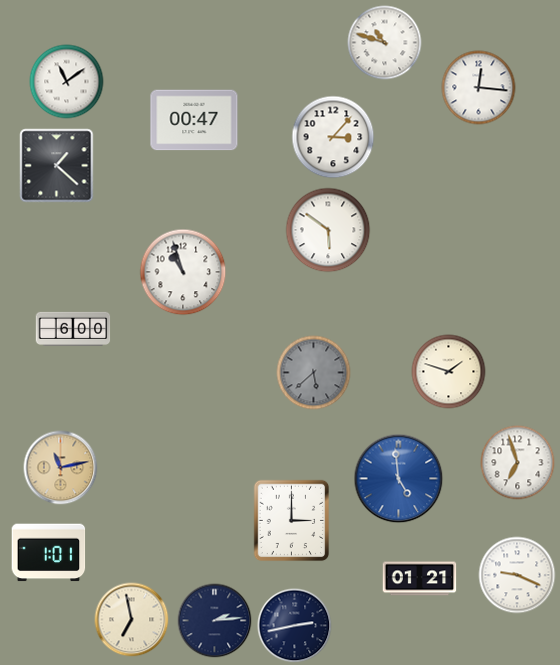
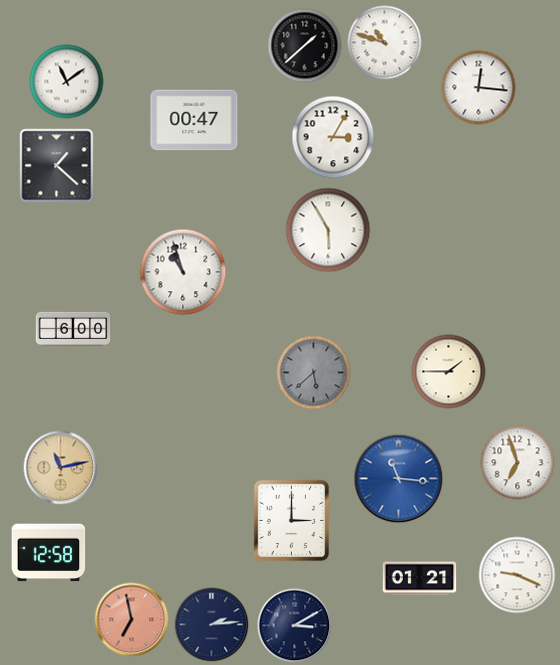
clock at (305, 46): none -> 1:38
clock at (333, 137): 3:07 -> 3:05
clock at (328, 230): 5:51 -> 5:55
clock at (449, 372): 1:48 -> 1:45
clock at (399, 479): 4:59 -> 11:16
clock at (49, 553): 1:01 -> 12:58
clock at (132, 620) dial: cream -> salmon
clock at (215, 621) position: (215, 621) -> (212, 625)
clock at (295, 626): 2:43 -> 3:10
